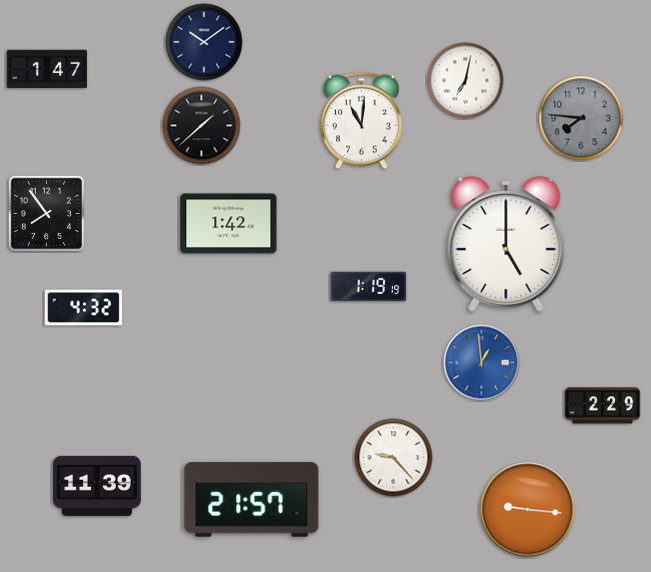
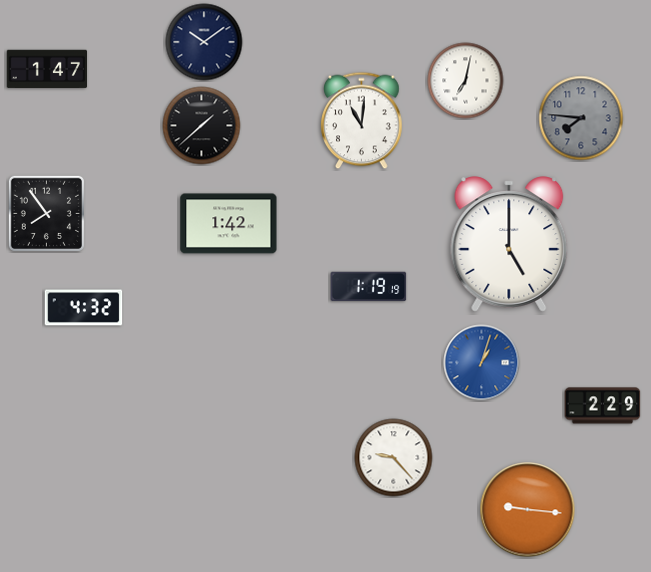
clock at (506, 244) position: (506, 244) -> (509, 244)
clock at (482, 363): 12:59 -> 1:03
clock at (97, 486): 11:39 -> none
clock at (252, 500): 21:57 -> none
